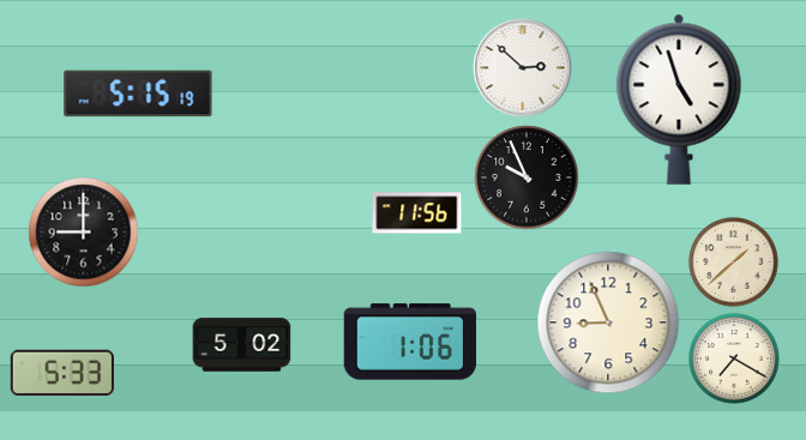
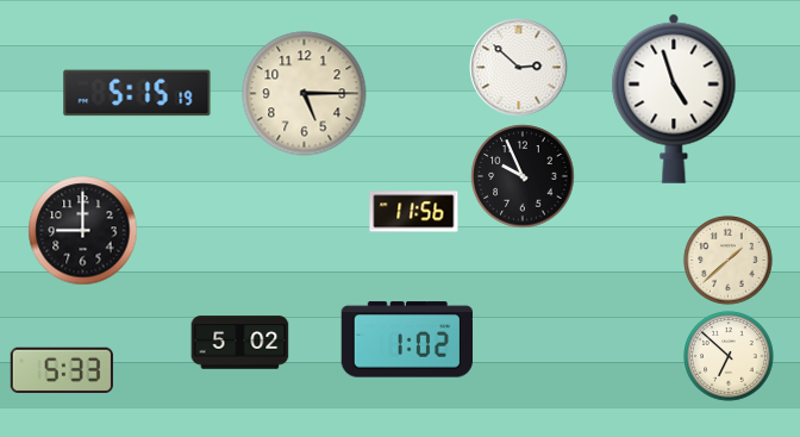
clock at (305, 94): none -> 5:15
clock at (608, 323): 8:56 -> none
clock at (409, 342): 1:06 -> 1:02
clock at (734, 358): 7:20 -> 6:52
